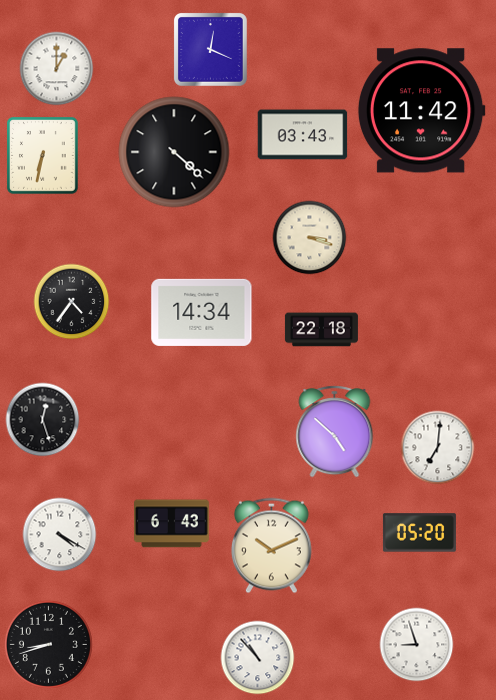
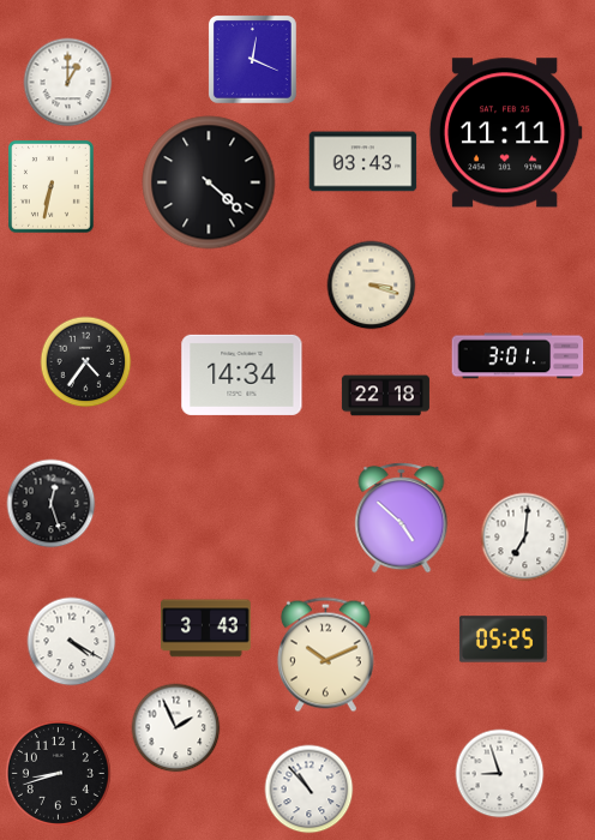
clock at (421, 111): 11:42 -> 11:11
clock at (518, 356): none -> 3:01
clock at (172, 524): 6:43 -> 3:43
clock at (419, 533): 05:20 -> 05:25
clock at (176, 728): none -> 1:56
